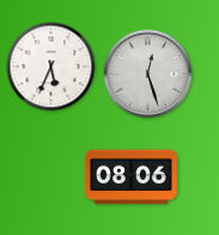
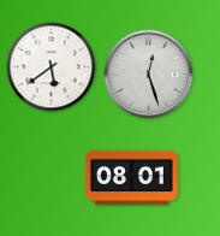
clock at (51, 67): 5:34 -> 5:39
clock at (130, 177): 08:06 -> 08:01
